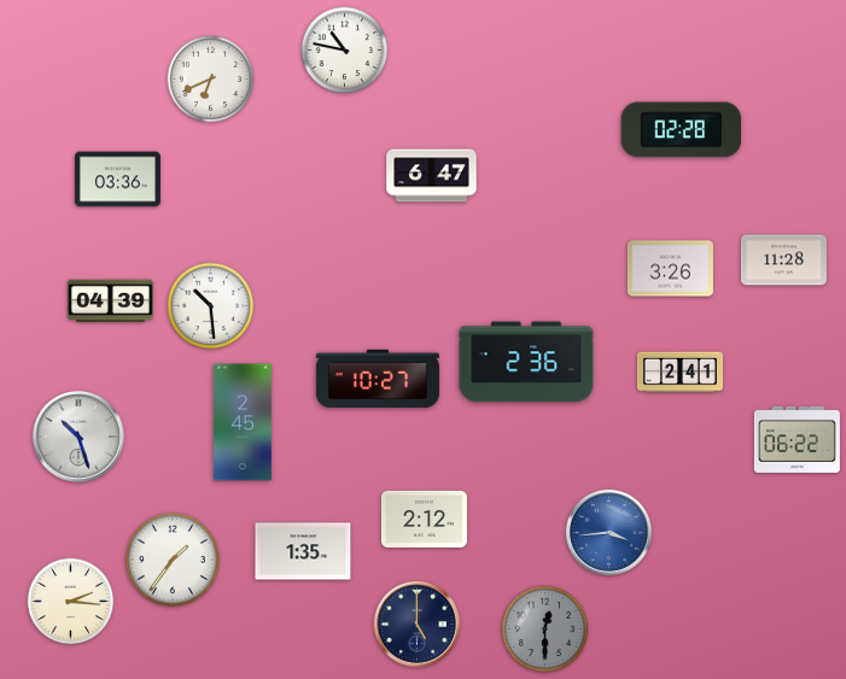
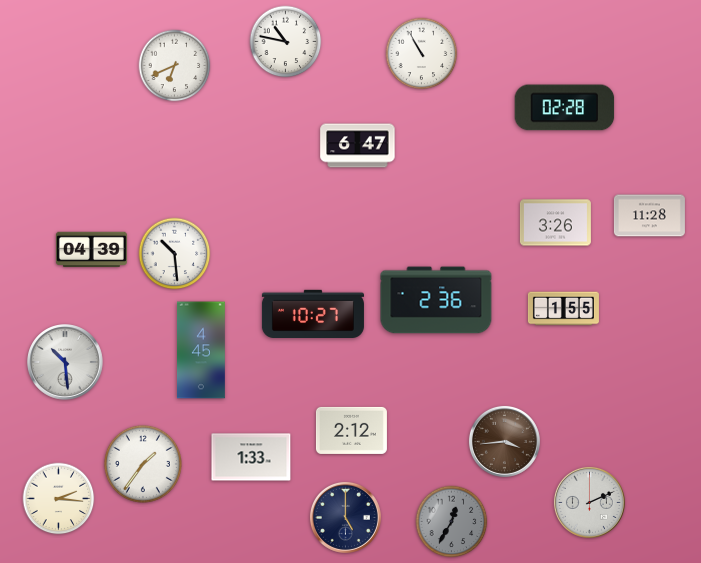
clock at (422, 54): none -> 10:55
clock at (117, 180): 03:36 -> none
clock at (679, 373): 2:41 -> 1:55
clock at (244, 422): 2:45 -> 4:45
clock at (80, 438): 10:27 -> 10:29
clock at (797, 439): 06:22 -> none
clock at (608, 532) dial: blue -> brown
clock at (303, 551): 1:35 -> 1:33
clock at (589, 502): none -> 2:11
clock at (545, 630): 12:30 -> 12:35
